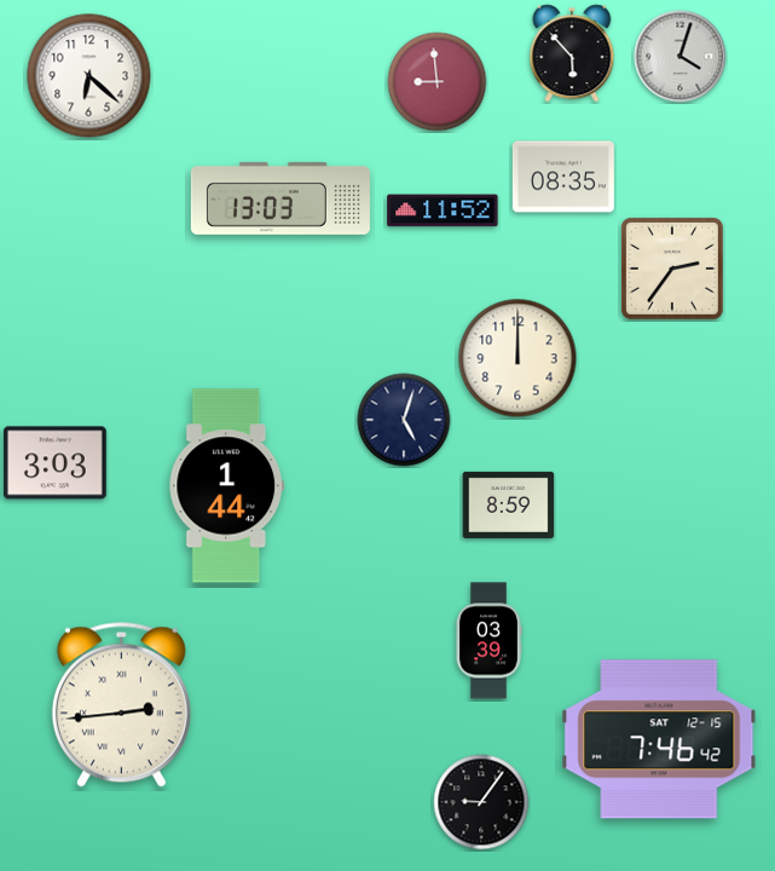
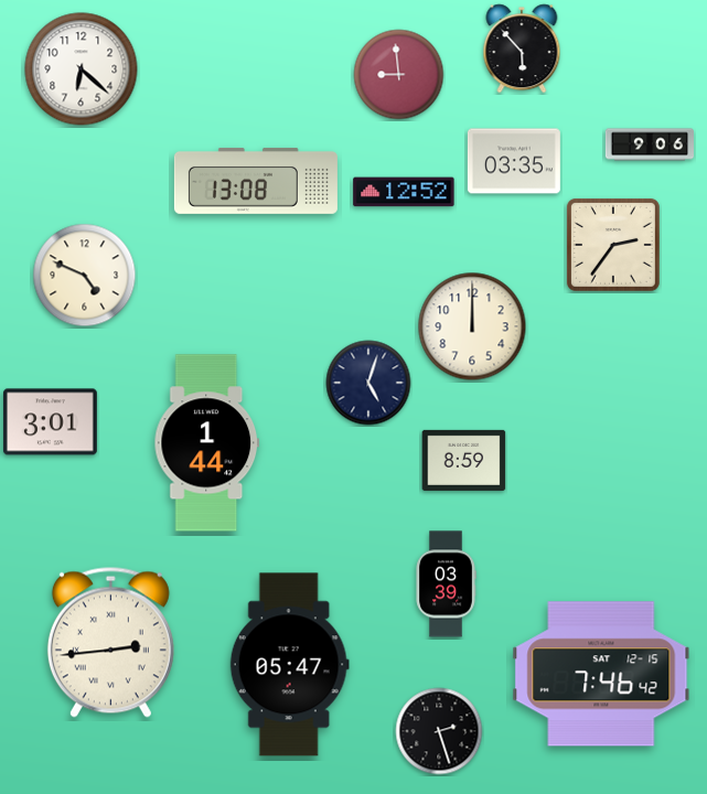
clock at (681, 57): 4:03 -> none
clock at (649, 144): none -> 9:06
clock at (563, 177): 08:35 -> 03:35
clock at (280, 198): 13:03 -> 13:08
clock at (443, 210): 11:52 -> 12:52
clock at (85, 276): none -> 4:49
clock at (54, 463): 3:03 -> 3:01
clock at (289, 665): none -> 05:47
clock at (481, 802): 9:06 -> 2:27
